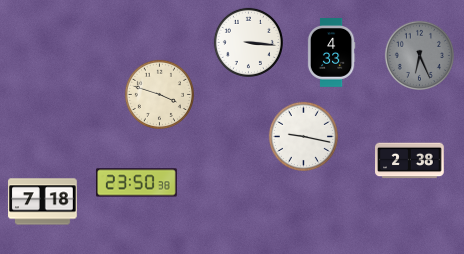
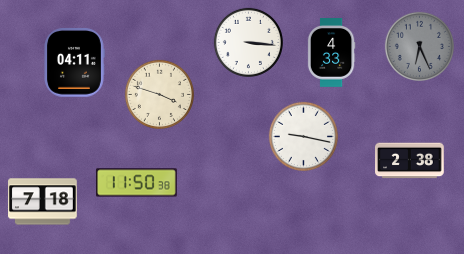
clock at (419, 55) position: (419, 55) -> (419, 46)
clock at (74, 63): none -> 04:11
clock at (137, 183): 23:50 -> 11:50
